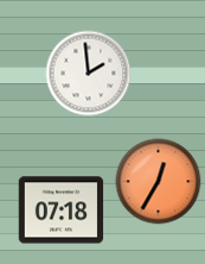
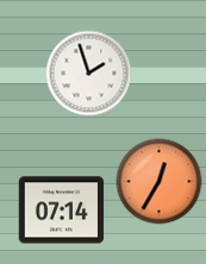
clock at (89, 74): 1:59 -> 1:57
clock at (62, 210): 07:18 -> 07:14
